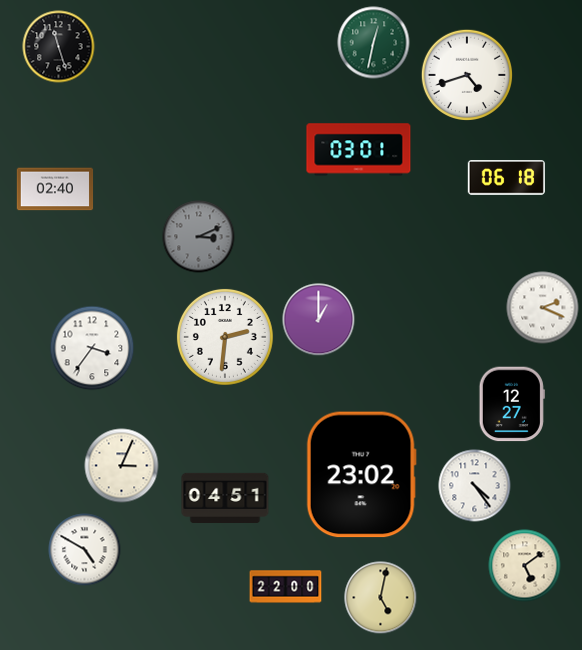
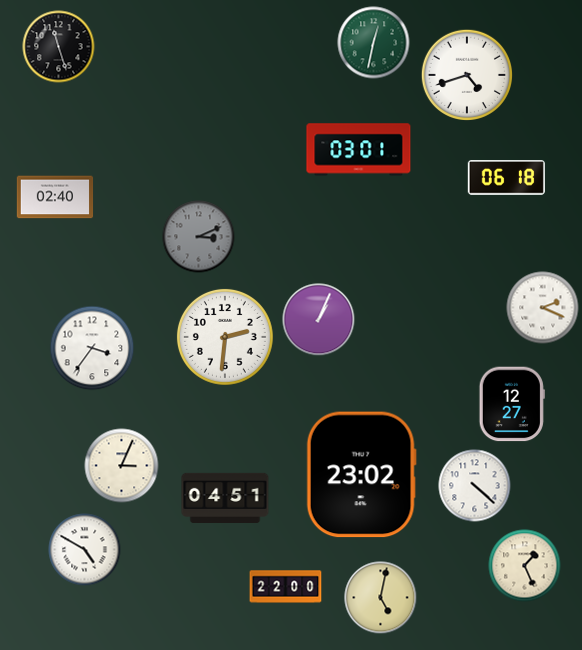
clock at (55, 189) position: (55, 189) -> (55, 197)
clock at (319, 320): 1:00 -> 1:04
clock at (475, 486): 4:24 -> 4:22
clock at (525, 566): 5:09 -> 1:26
